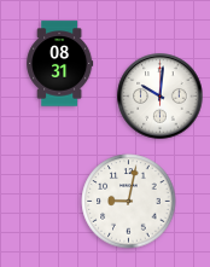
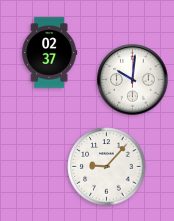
clock at (60, 64): 08:31 -> 02:37
clock at (129, 202): 9:02 -> 9:07
